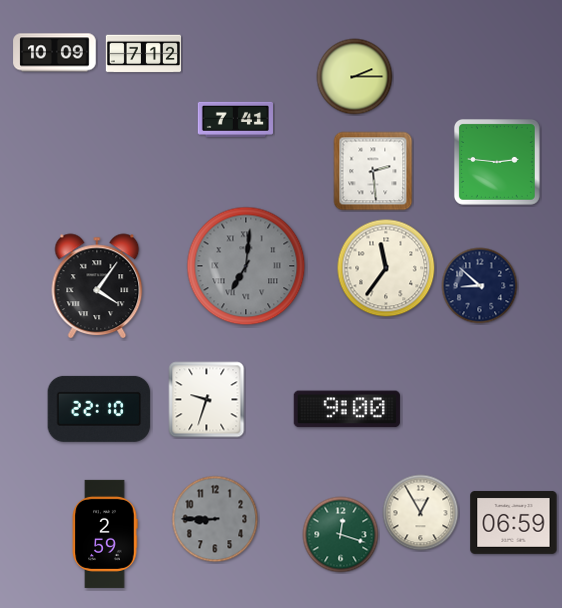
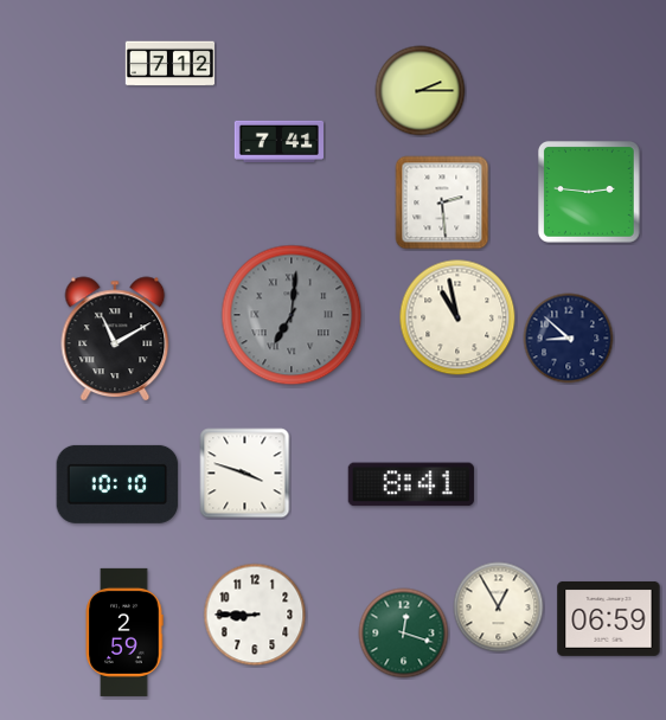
clock at (55, 53): 10:09 -> none
clock at (386, 268): 11:36 -> 10:58
clock at (97, 286): 4:06 -> 11:10
clock at (207, 400): 9:33 -> 3:48
clock at (99, 409): 22:10 -> 10:10
clock at (347, 409): 9:00 -> 8:41
clock at (215, 519) dial: grey -> white
